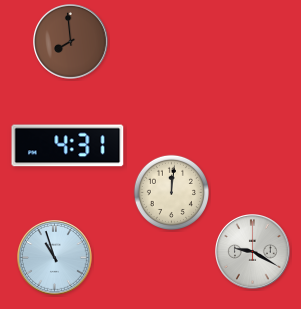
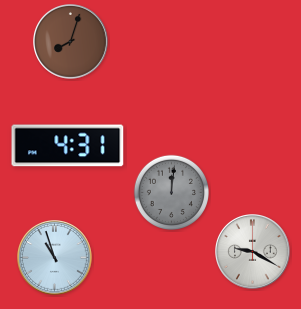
clock at (71, 42): 7:59 -> 8:03
clock at (171, 192) dial: cream -> grey
